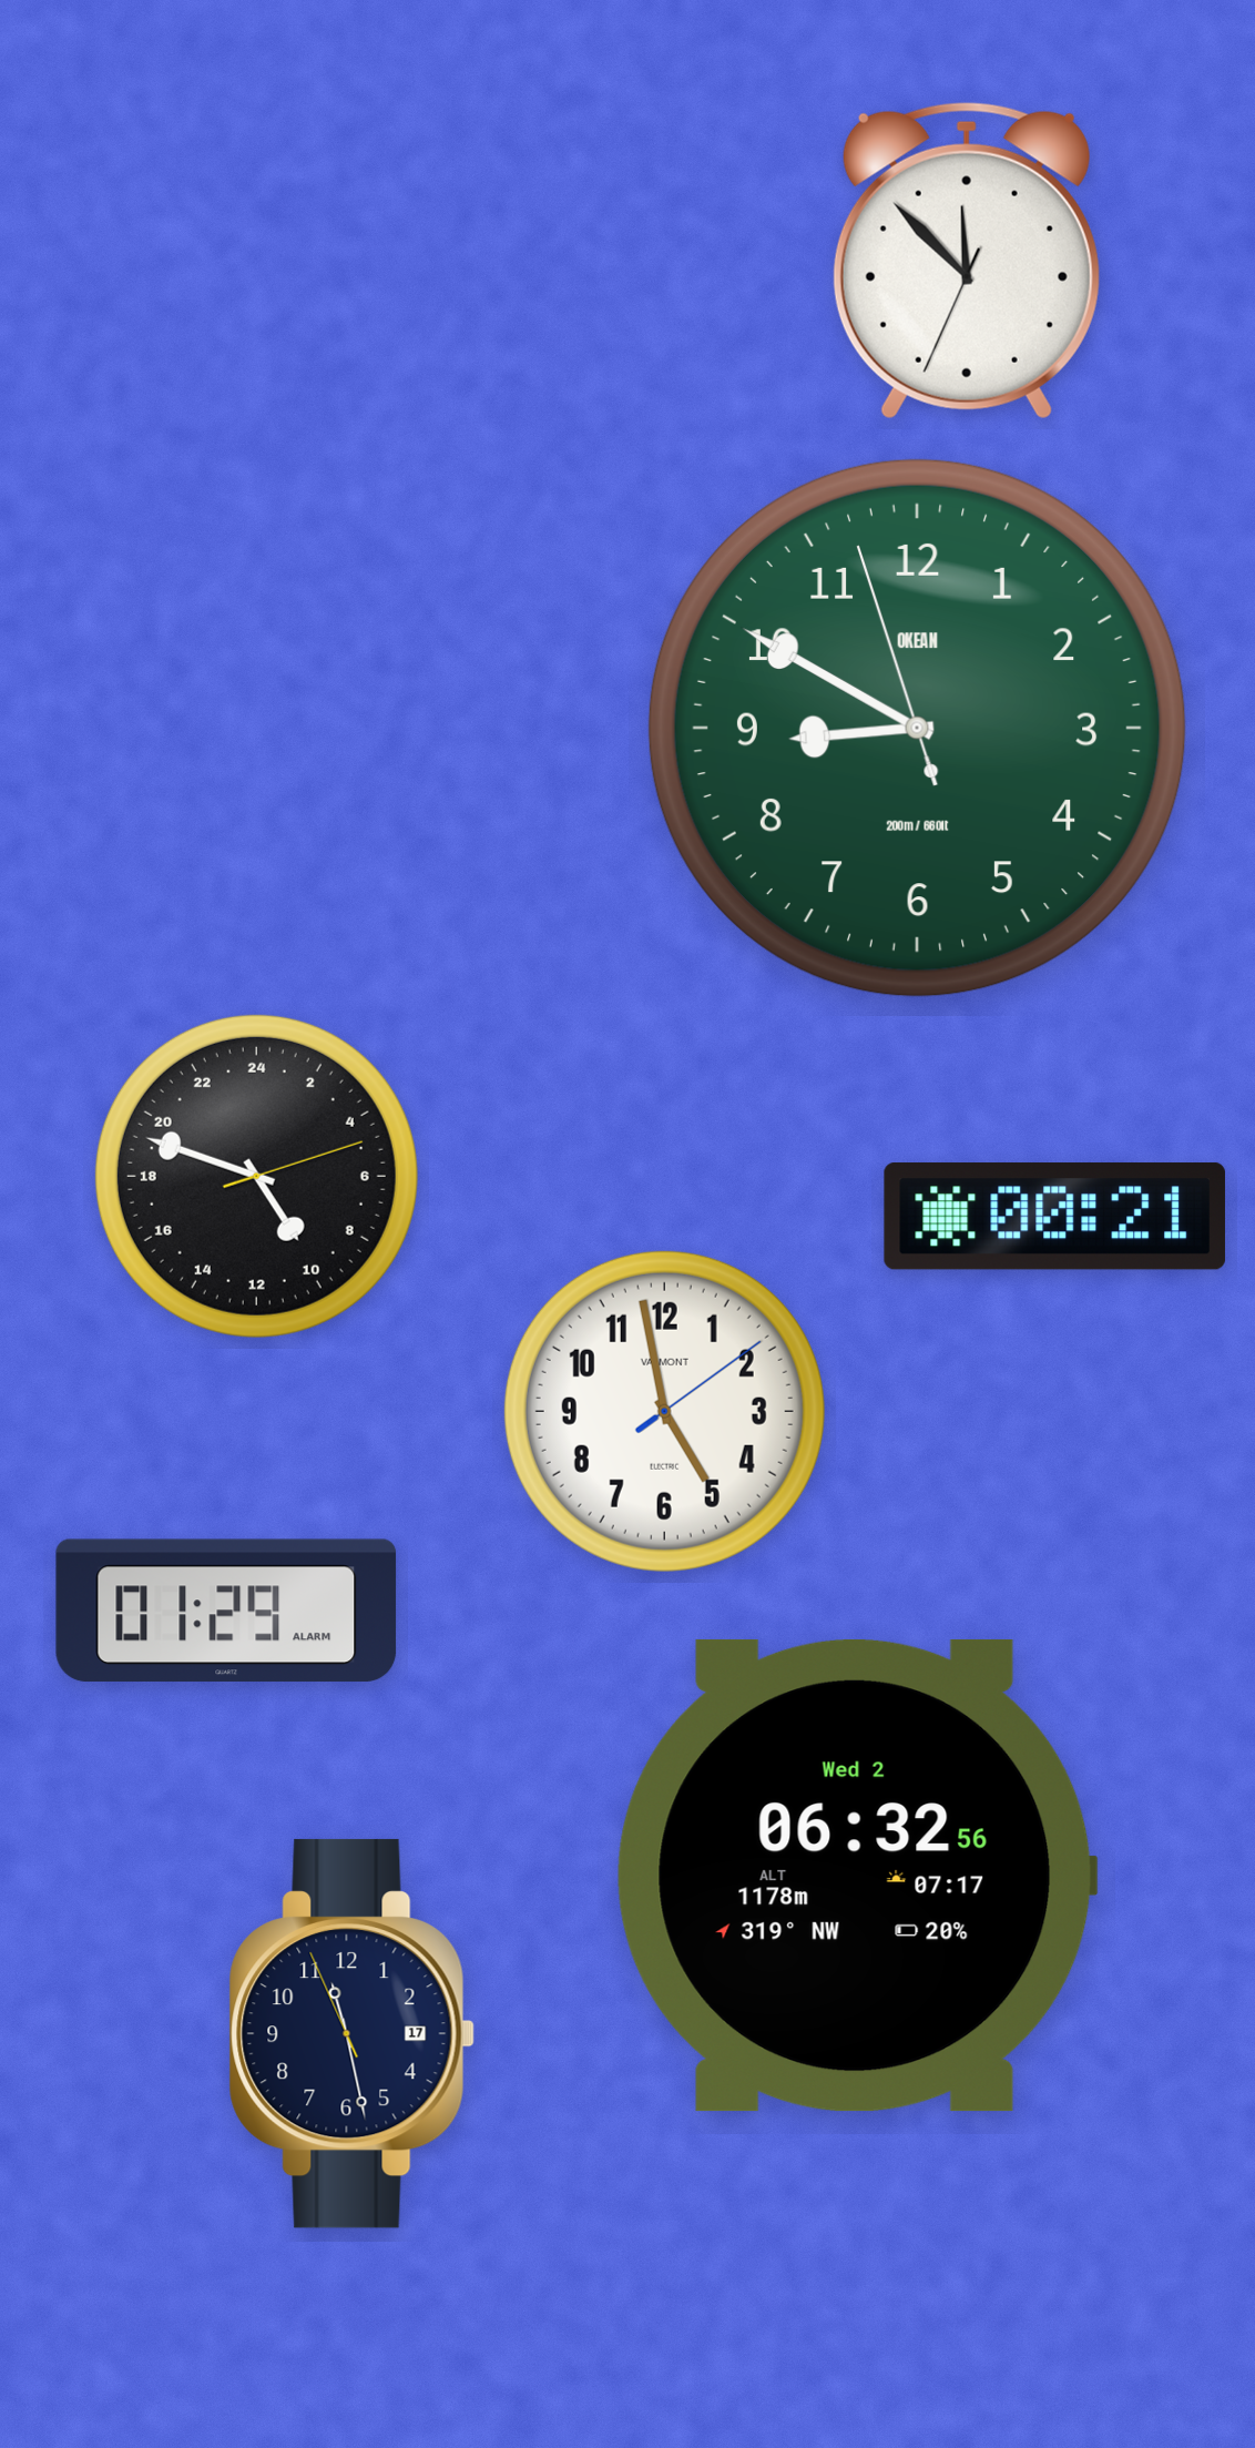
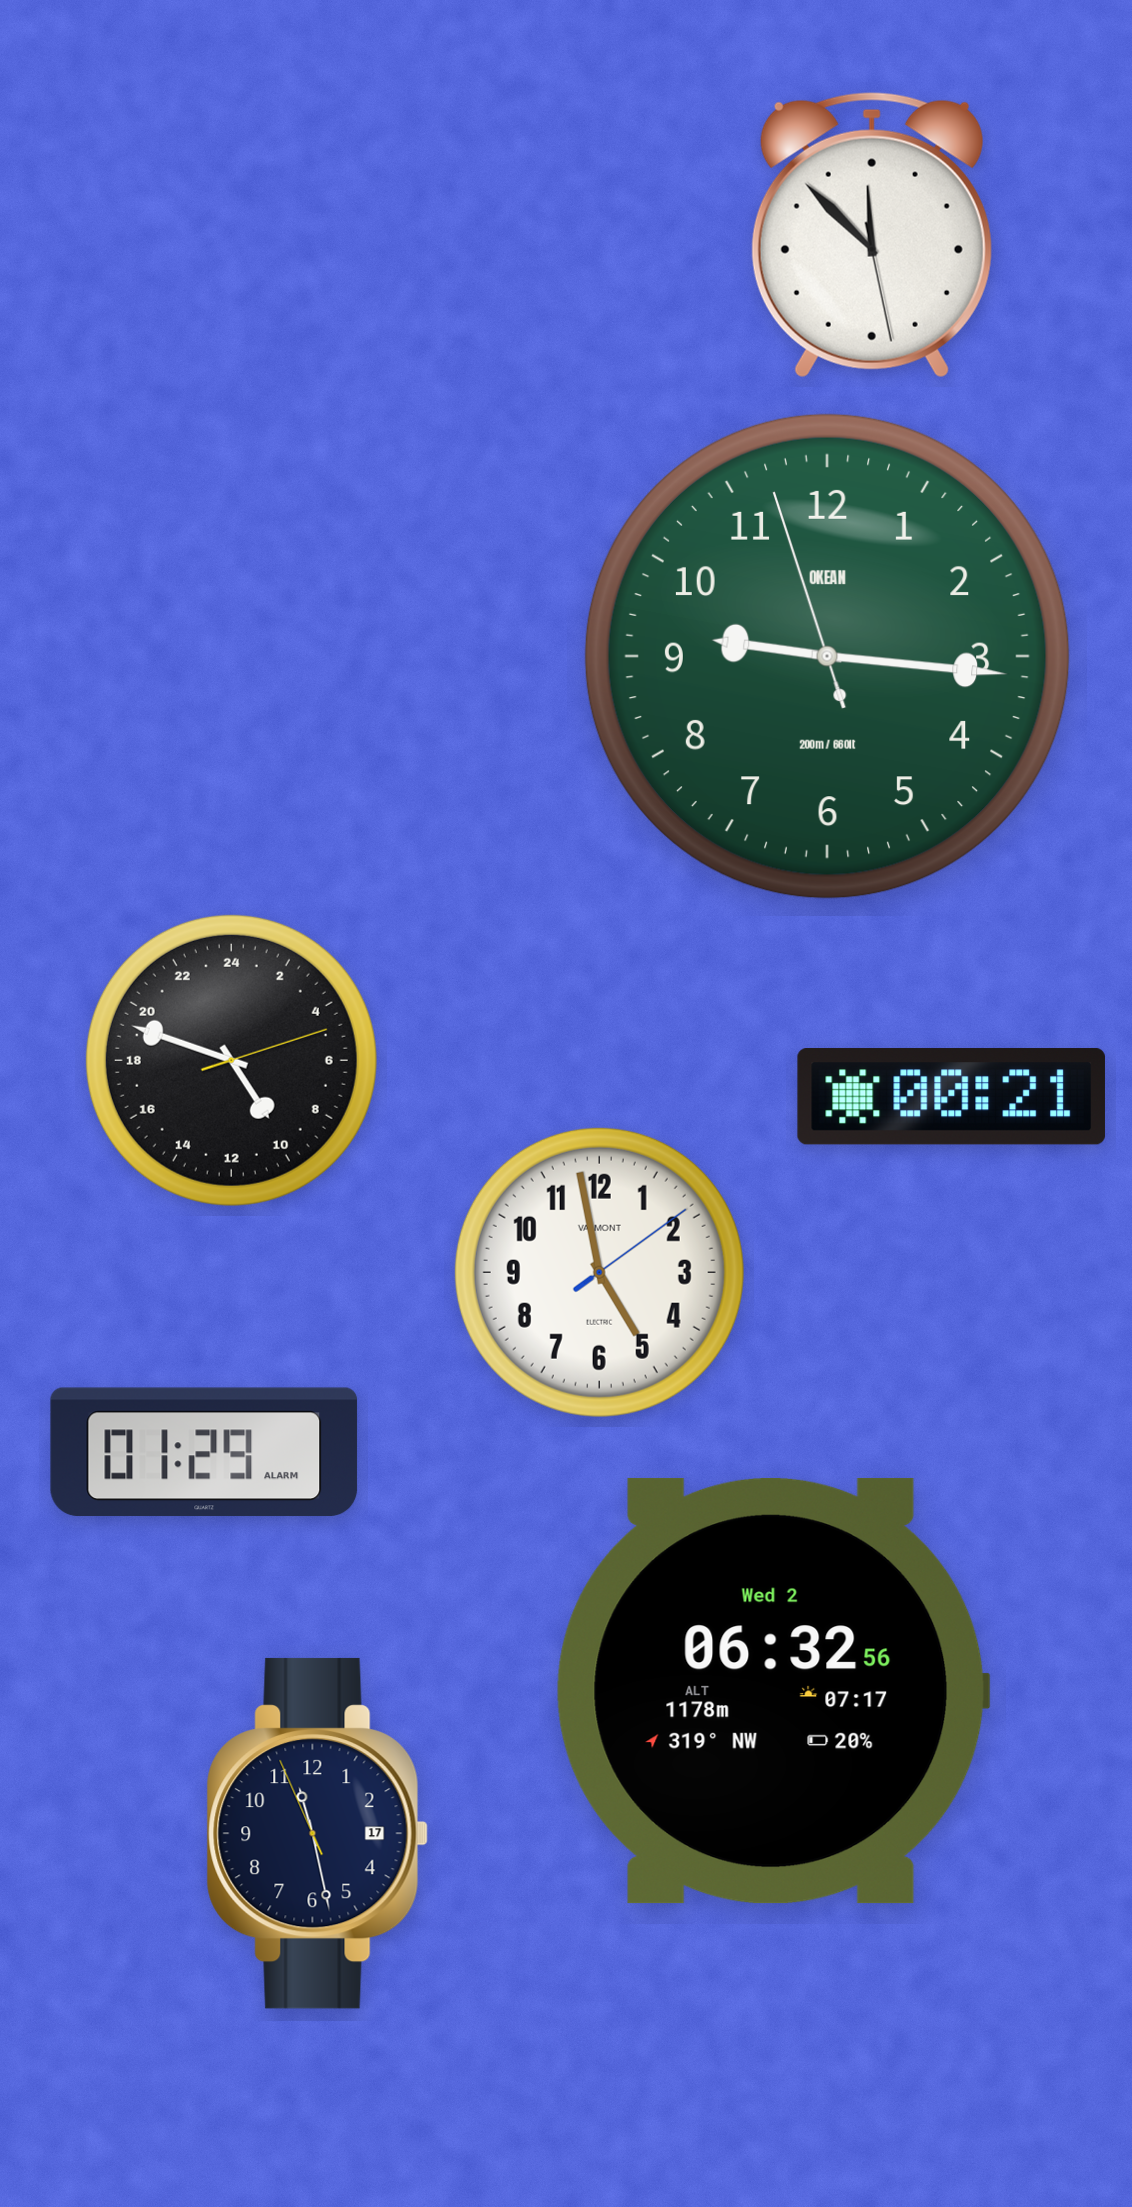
clock at (967, 261): 11:52:34 -> 11:52:28
clock at (917, 728): 8:49 -> 9:15
